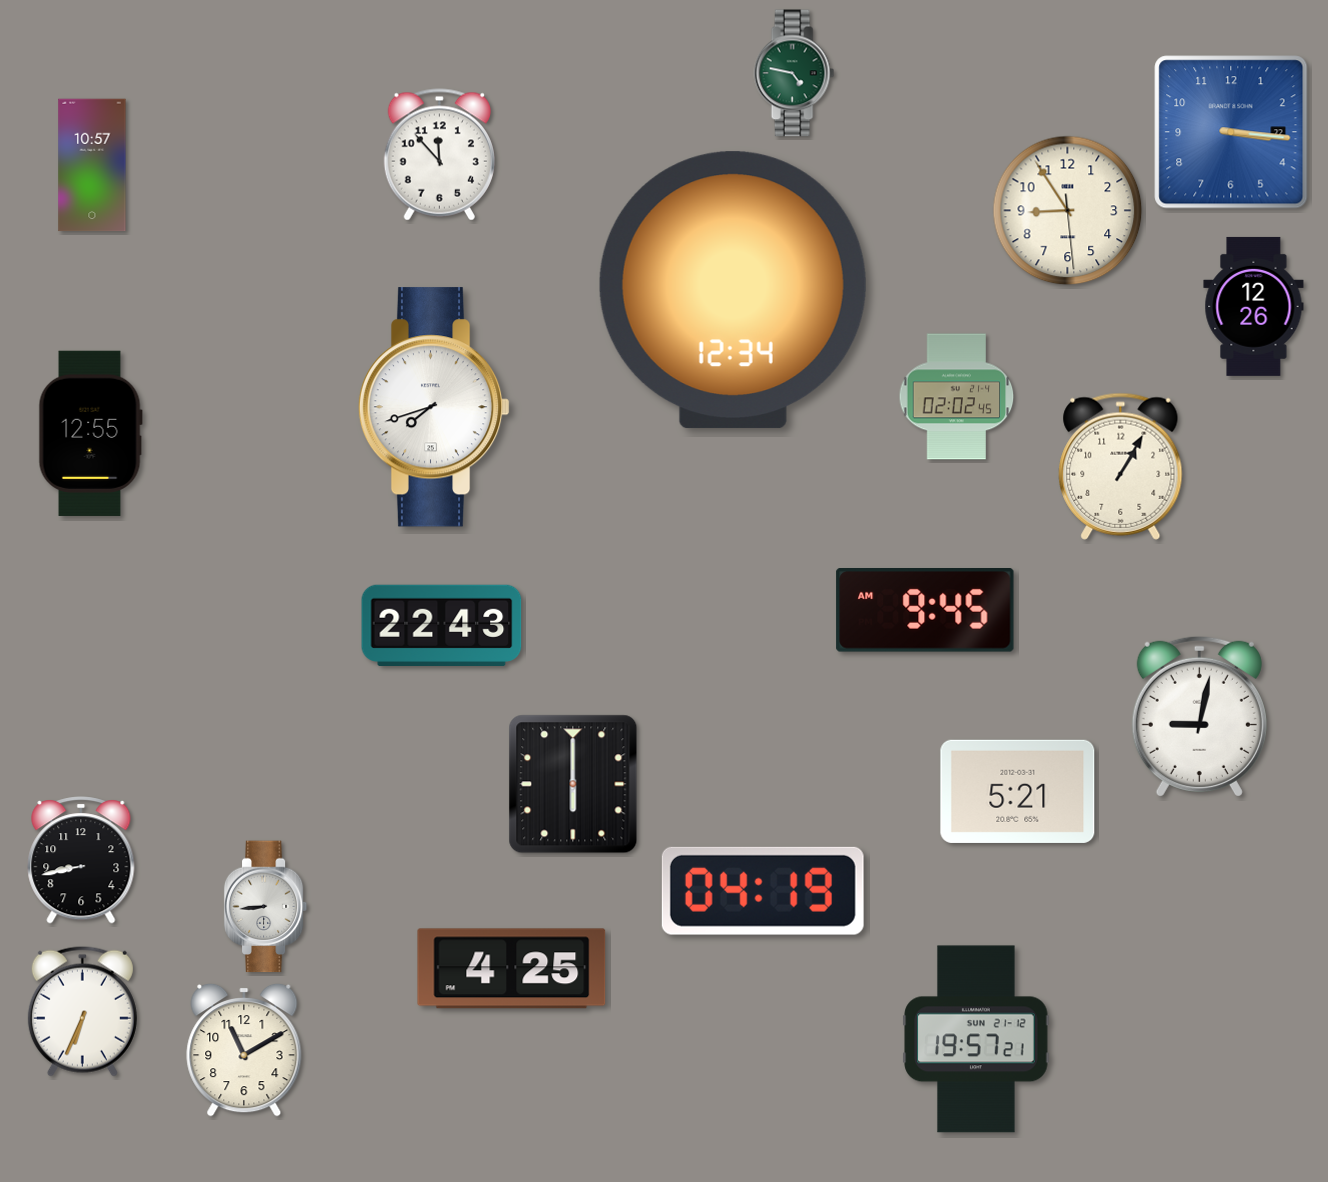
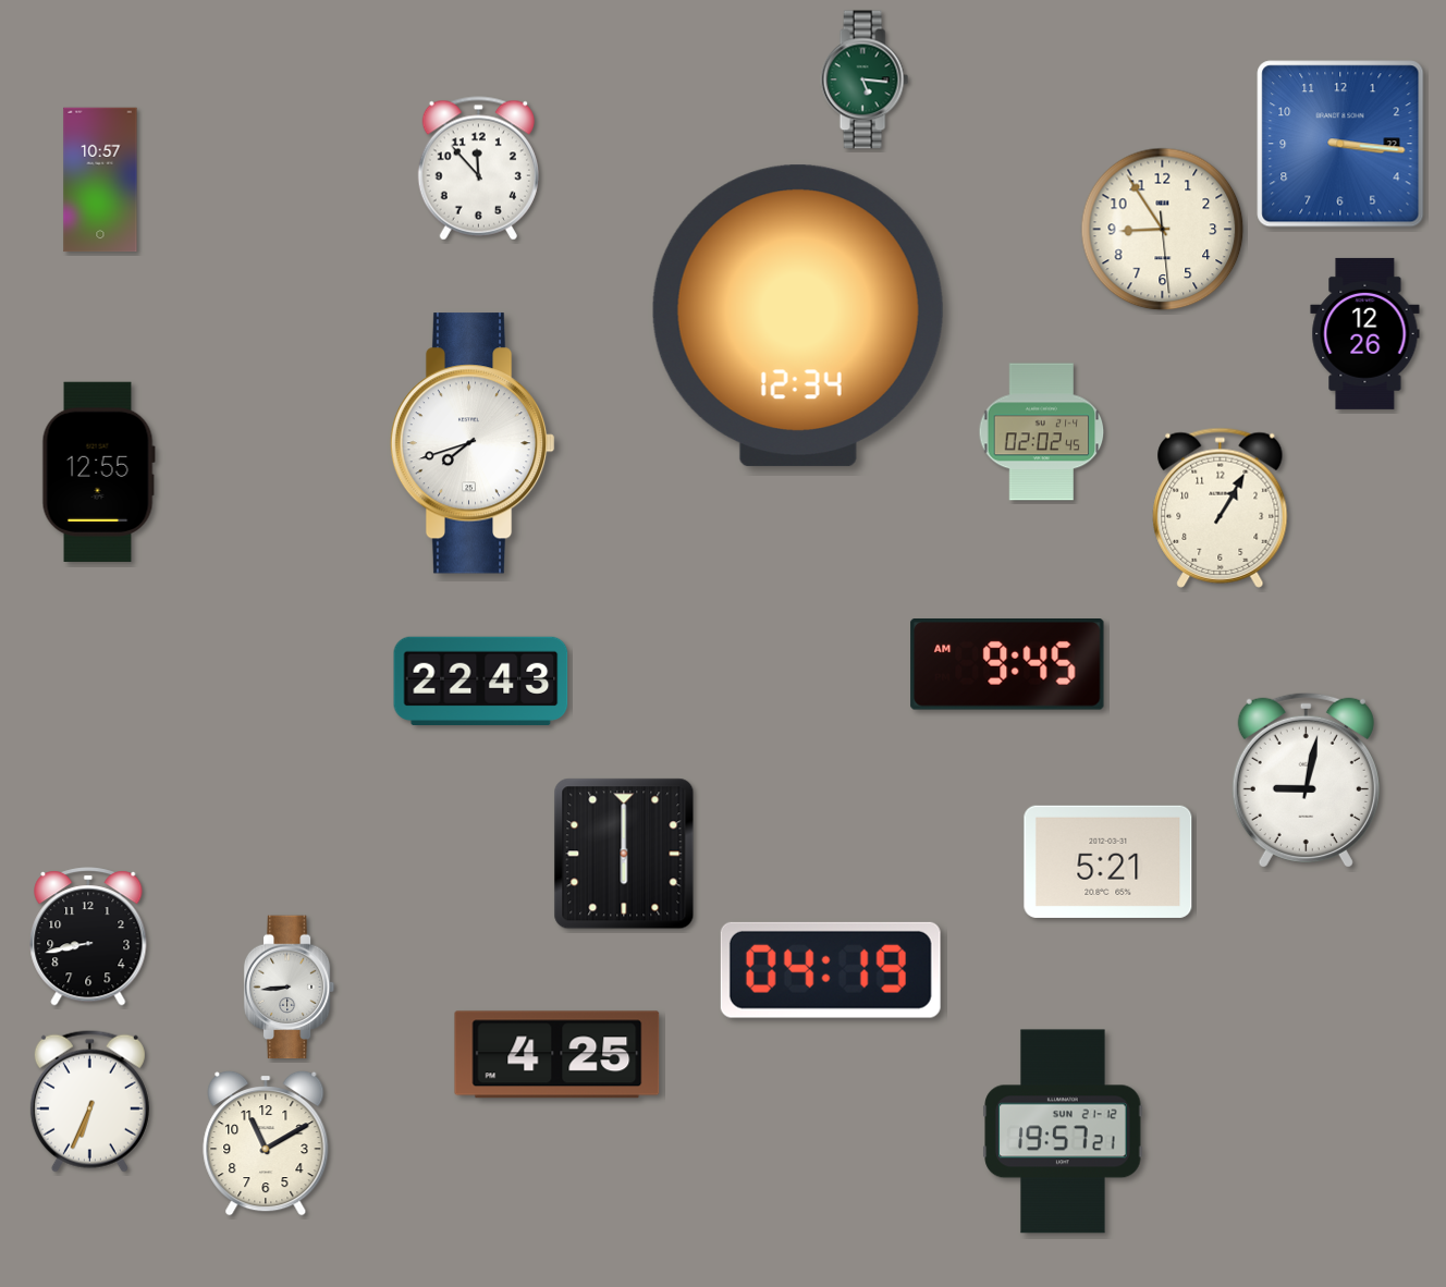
clock at (794, 73): 4:47 -> 5:16
